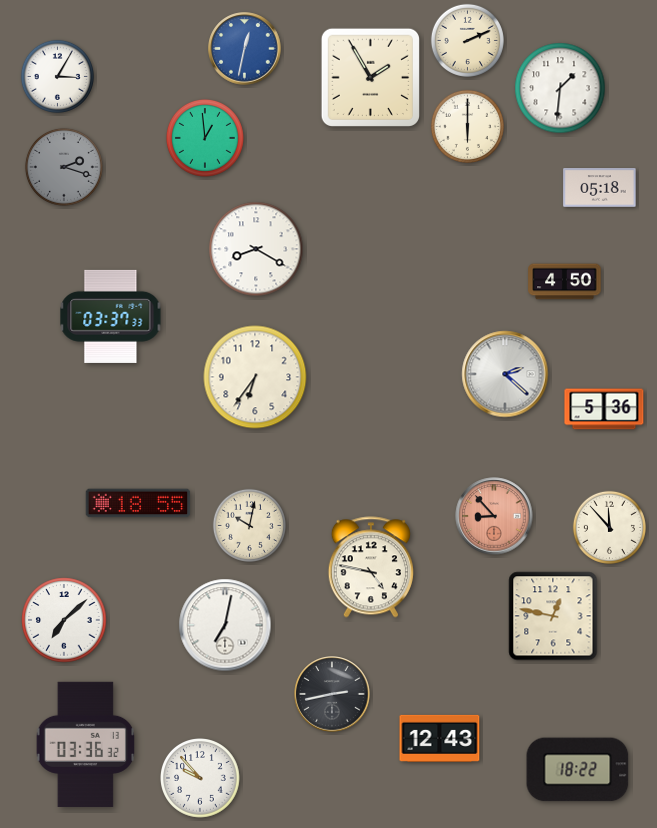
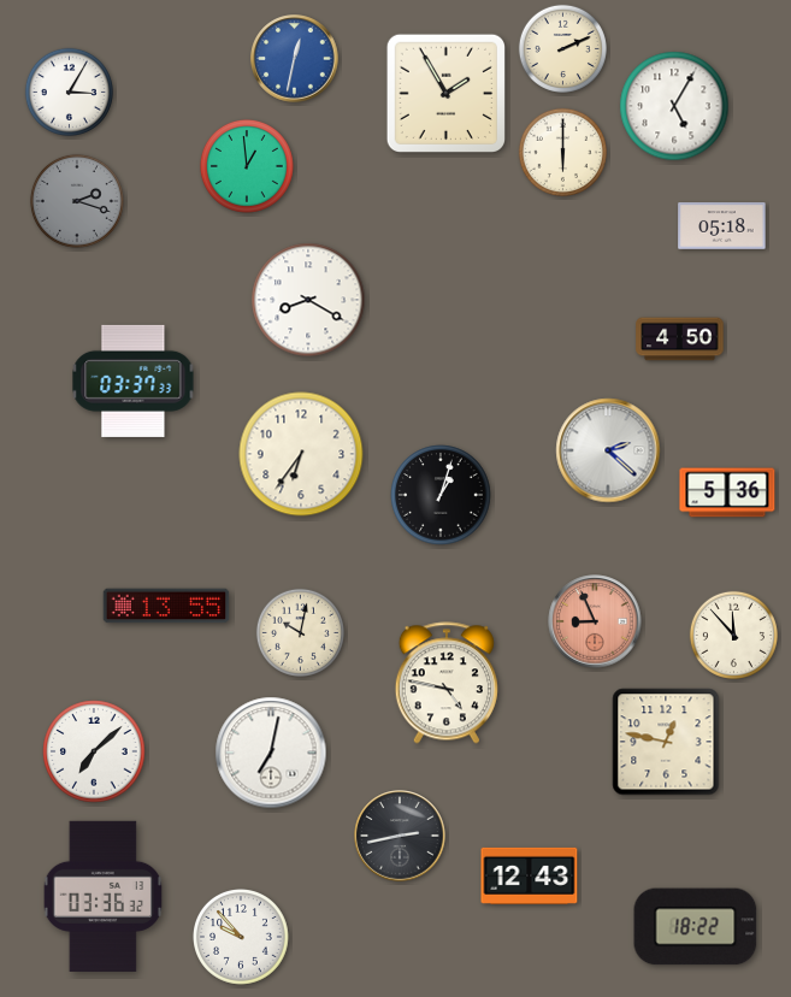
clock at (560, 88): 1:31 -> 5:05
clock at (255, 377) position: (255, 377) -> (301, 454)
clock at (441, 495): none -> 1:03
clock at (138, 503): 18:55 -> 13:55
clock at (494, 516): 8:53 -> 8:56
clock at (64, 620) position: (64, 620) -> (94, 751)
clock at (440, 738) position: (440, 738) -> (530, 875)
